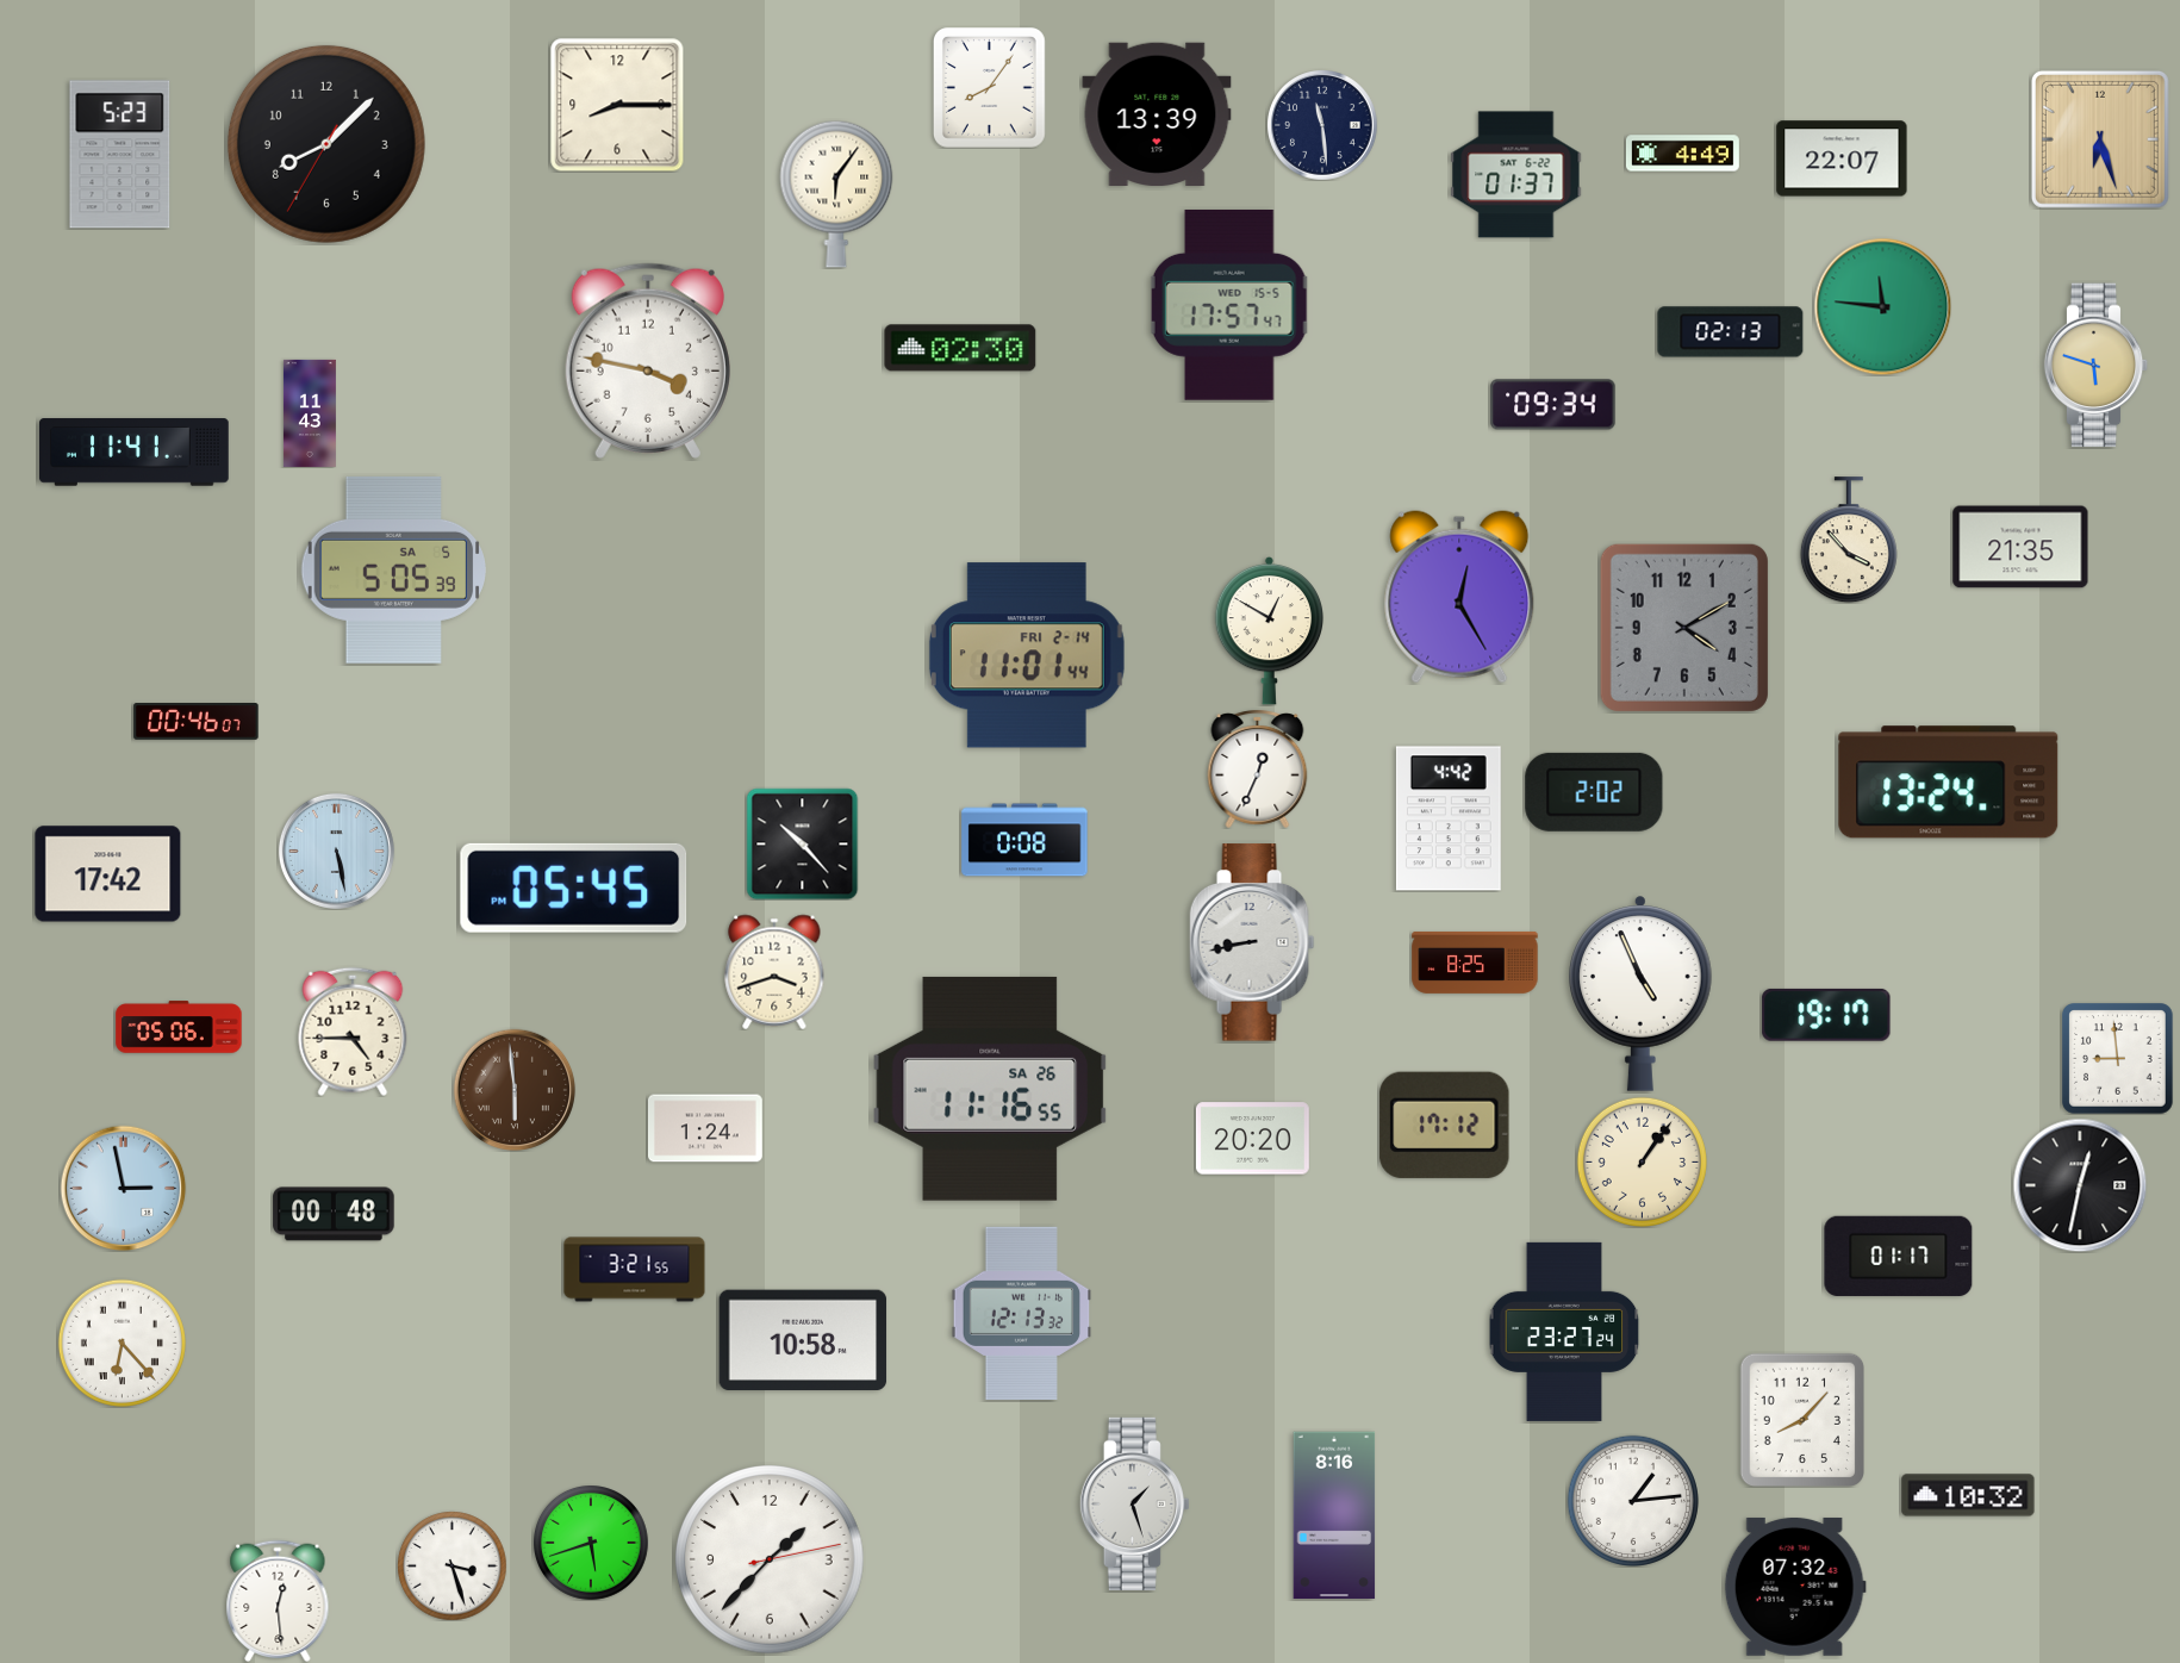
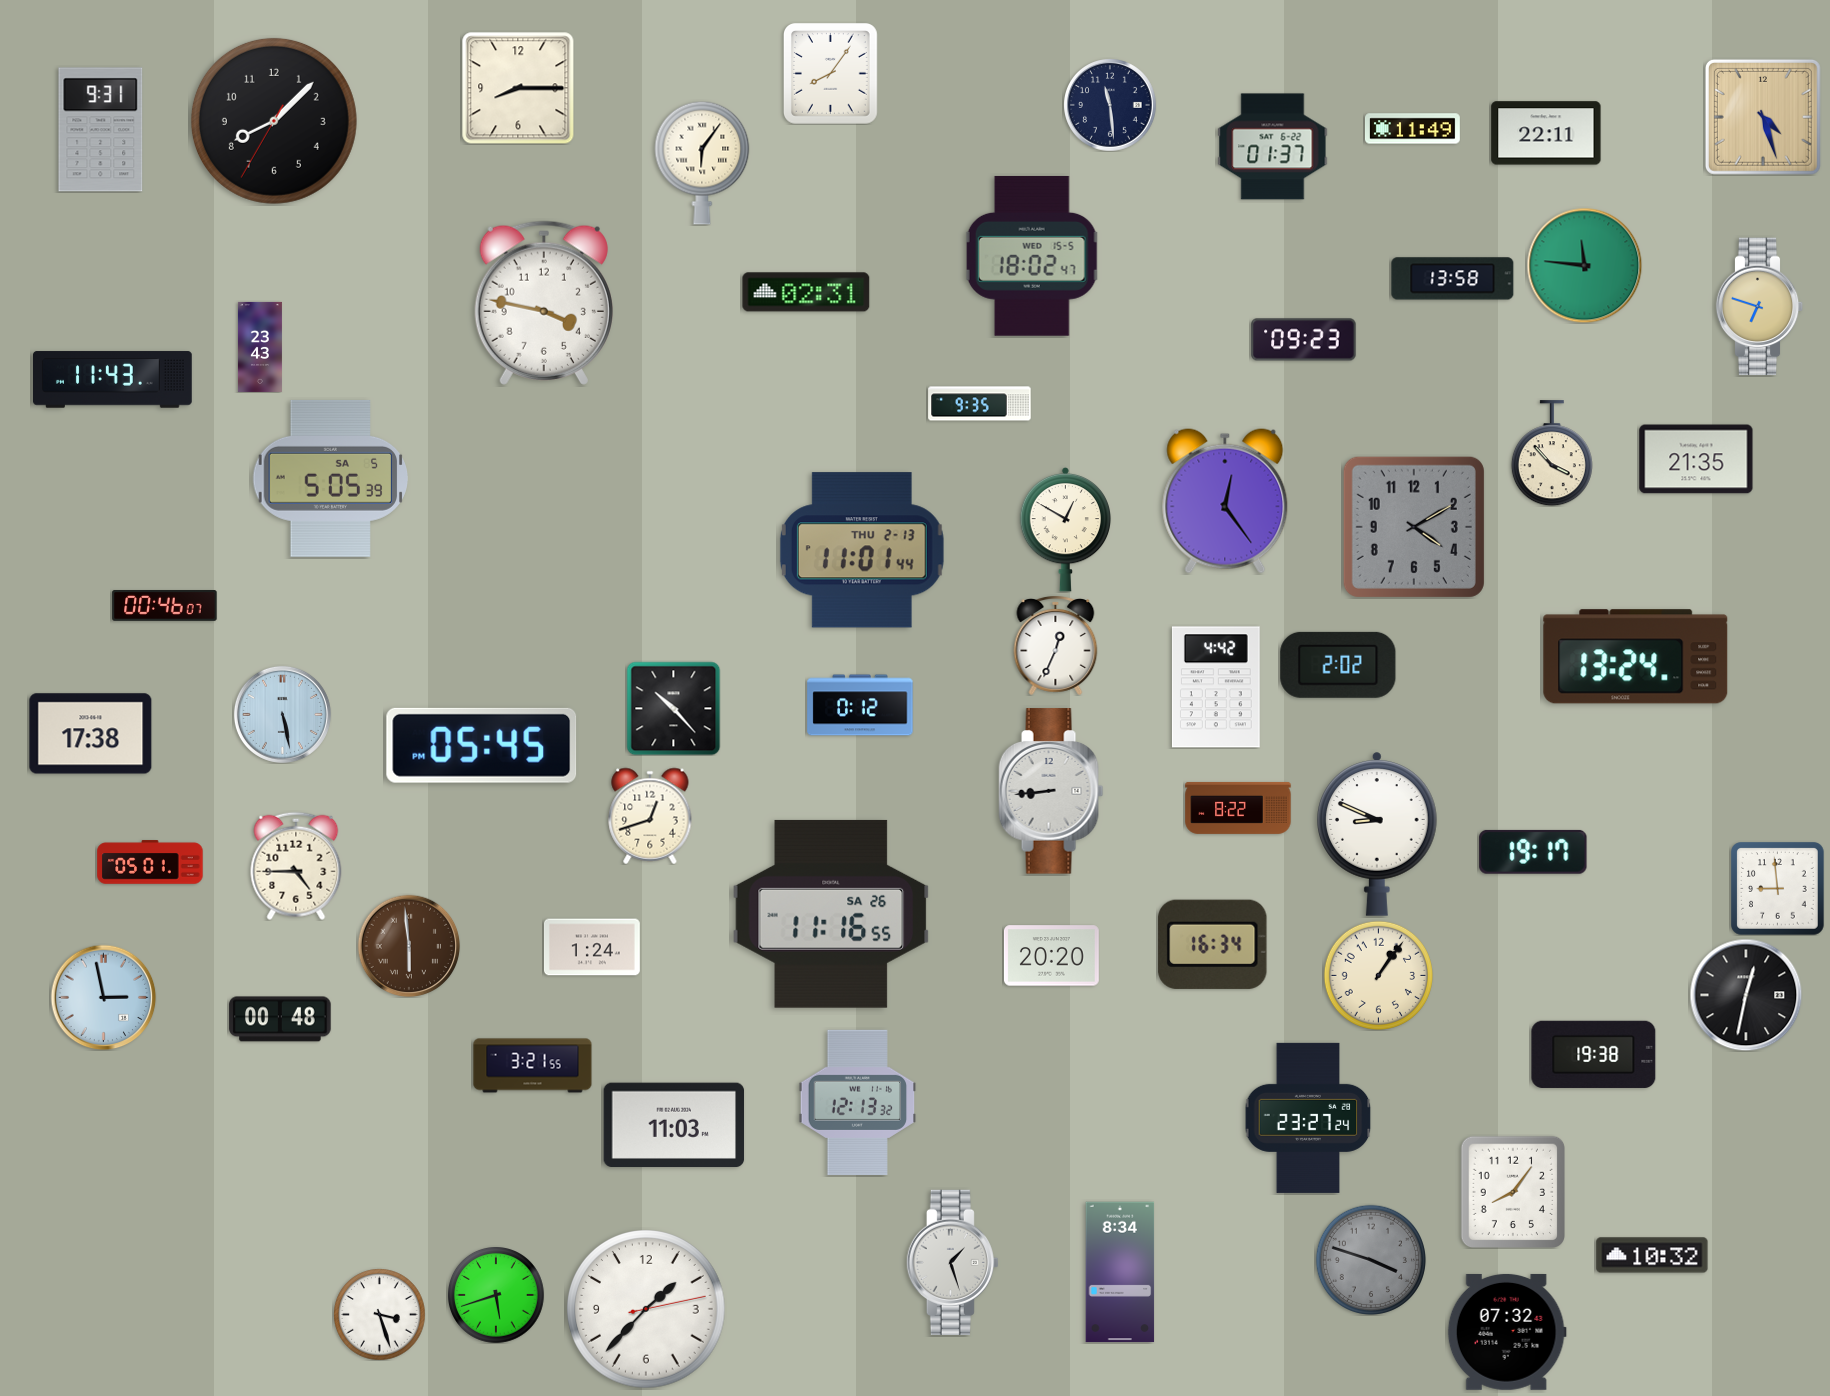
clock at (1157, 113): 13:39 -> none
clock at (2100, 139): 6:27 -> 4:27
clock at (1682, 154): 4:49 -> 11:49
clock at (120, 155): 5:23 -> 9:31
clock at (1842, 158): 22:07 -> 22:11
clock at (1229, 305): 17:57 -> 18:02
clock at (1882, 306) position: (1882, 306) -> (1584, 265)
clock at (1731, 332): 02:13 -> 13:58
clock at (960, 348): 02:30 -> 02:31
clock at (2097, 366): 5:48 -> 6:48
clock at (1553, 405): 09:34 -> 09:23
clock at (310, 413): 11:43 -> 23:43
clock at (135, 453): 11:41 -> 11:43
clock at (980, 404): none -> 9:35
clock at (1459, 597): 12:25 -> 12:24
clock at (1027, 655) date: FRI 2-14 -> THU 2-13
clock at (1024, 840): 0:08 -> 0:12
clock at (108, 874): 17:42 -> 17:38
clock at (1252, 942): 8:43 -> 8:44
clock at (1475, 963): 8:25 -> 8:22
clock at (774, 972): 3:42 -> 12:42
clock at (1642, 994): 4:56 -> 8:49
clock at (179, 1027): 05:06 -> 05:01
clock at (513, 1089) position: (513, 1089) -> (408, 945)
clock at (1445, 1125): 17:12 -> 16:34
clock at (1899, 1256): 01:17 -> 19:38
clock at (1564, 1332) position: (1564, 1332) -> (1308, 1118)
clock at (803, 1340): 10:58 -> 11:03
clock at (122, 1343): 6:23 -> none
clock at (1801, 1420): 8:07 -> 8:06
clock at (1633, 1501): 1:14 -> 3:48
clock at (1633, 1501) dial: white -> grey
clock at (1334, 1515): 8:16 -> 8:34
clock at (278, 1601): 12:29 -> none
